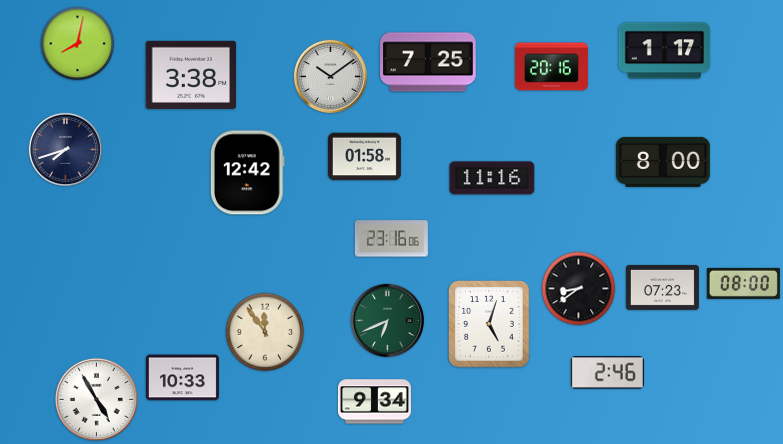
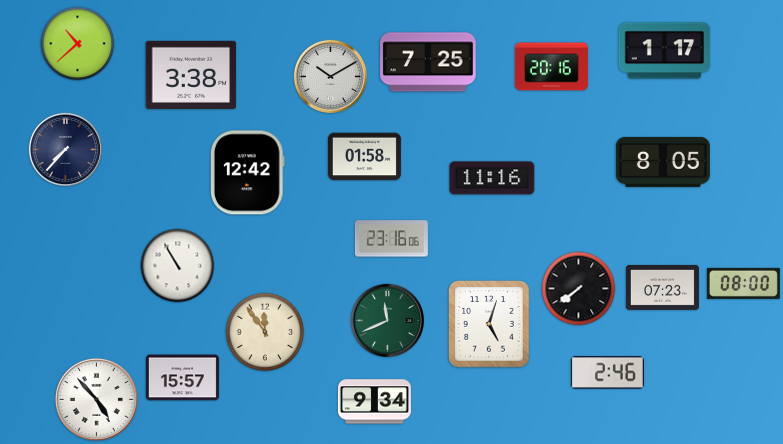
clock at (78, 44): 8:02 -> 10:38
clock at (330, 76): 10:09 -> 10:10
clock at (65, 149): 7:42 -> 7:37
clock at (663, 162): 8:00 -> 8:05
clock at (178, 266): none -> 10:55
clock at (579, 289): 8:39 -> 7:39
clock at (387, 320): 6:41 -> 11:41
clock at (182, 378): 10:33 -> 15:57
clock at (96, 399): 4:55 -> 4:53
